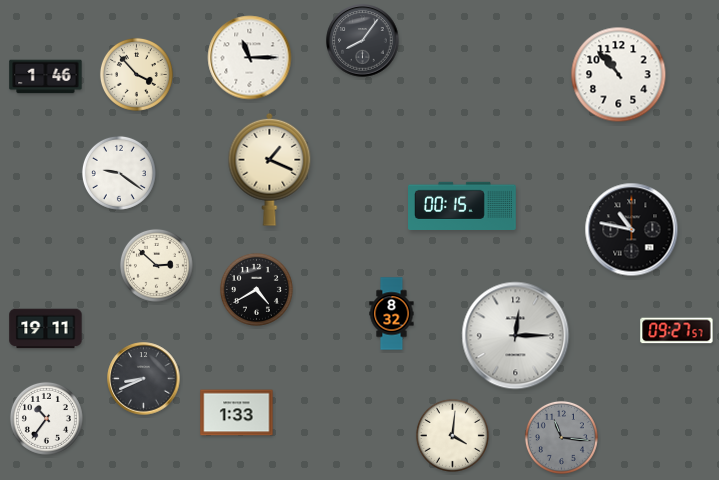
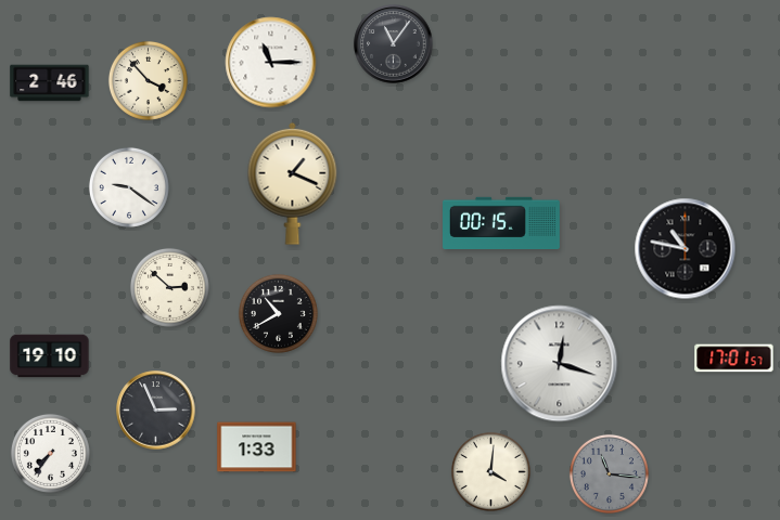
clock at (363, 41): 8:06 -> 11:06
clock at (619, 75): 10:53 -> none
clock at (46, 77): 1:46 -> 2:46
clock at (256, 289): 4:40 -> 10:40
clock at (392, 314): 8:32 -> none
clock at (46, 329): 19:11 -> 19:10
clock at (677, 331): 09:27 -> 17:01
clock at (516, 336): 12:15 -> 12:18
clock at (144, 379): 8:41 -> 2:56
clock at (46, 418): 10:36 -> 7:36
